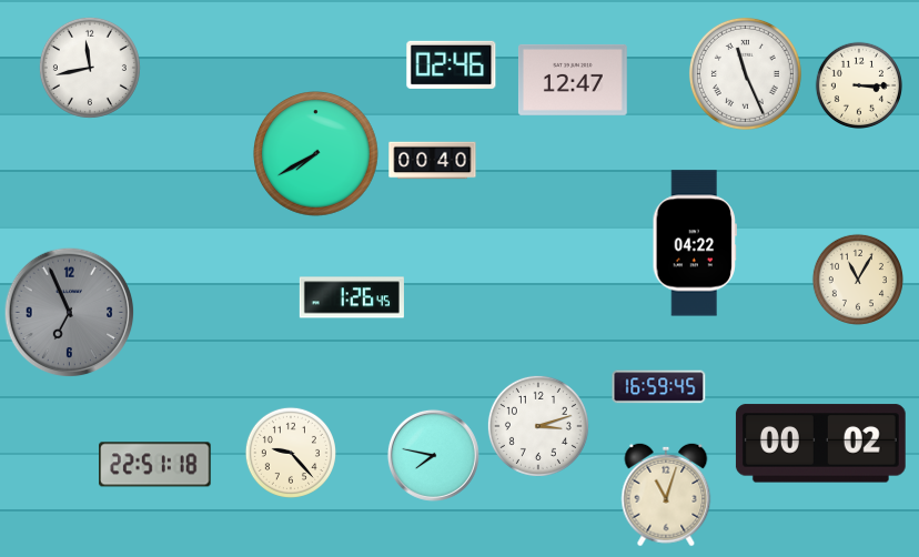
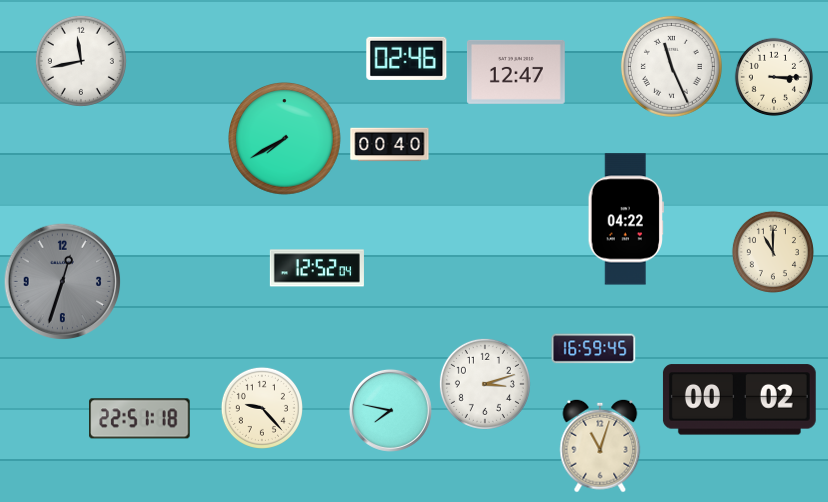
clock at (858, 280): 11:05 -> 11:00
clock at (352, 297): 1:26 -> 12:52
clock at (70, 313): 6:56 -> 12:33
